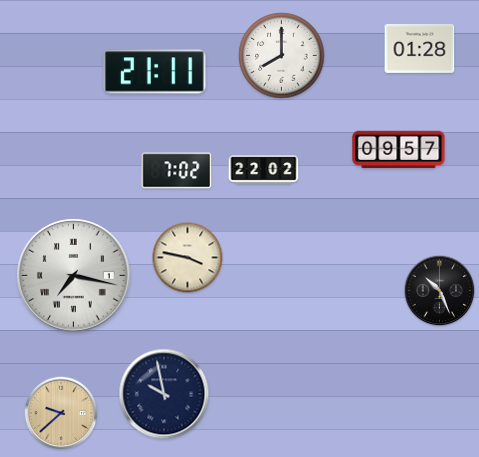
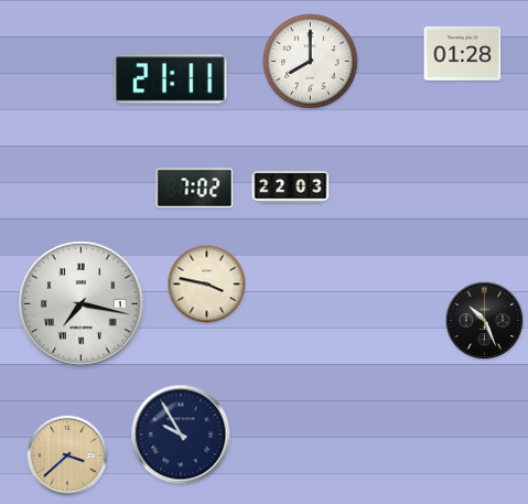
clock at (399, 150): 09:57 -> none
clock at (264, 170): 22:02 -> 22:03
clock at (164, 394): 9:58 -> 9:55
clock at (61, 413): 9:38 -> 3:38
